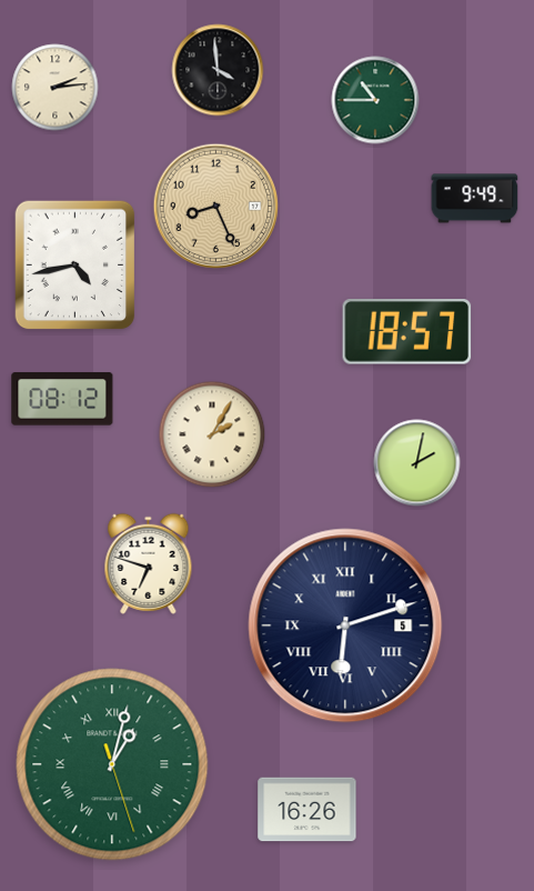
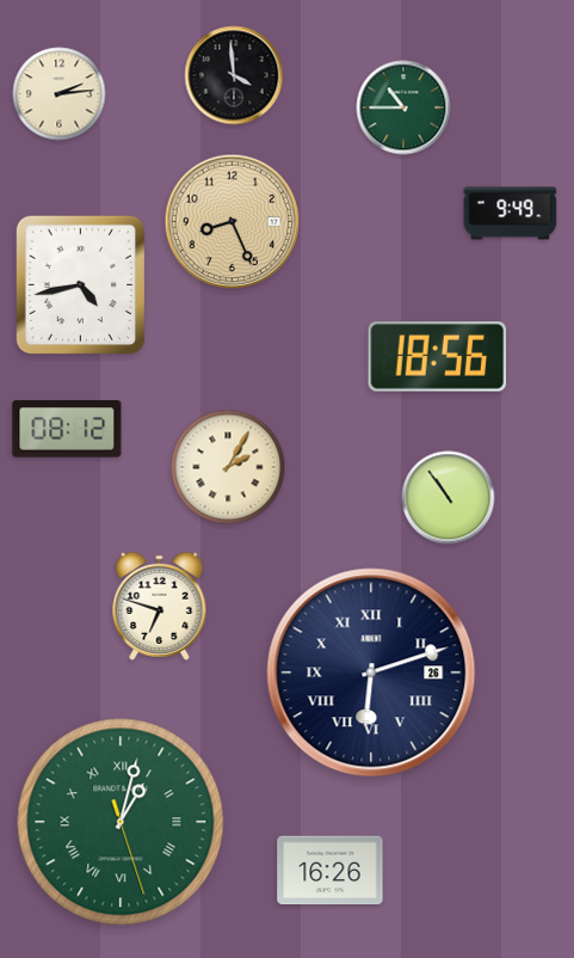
clock at (407, 332): 18:57 -> 18:56
clock at (417, 463): 2:02 -> 10:54
clock at (345, 625) date: 5 -> 26
